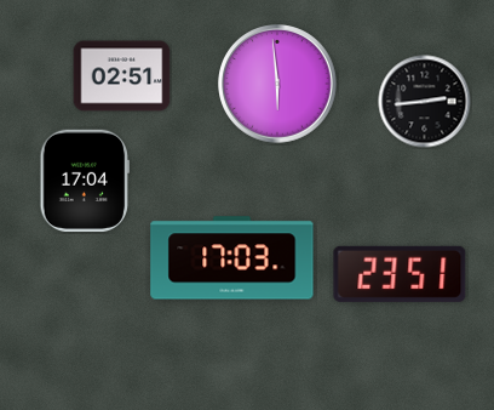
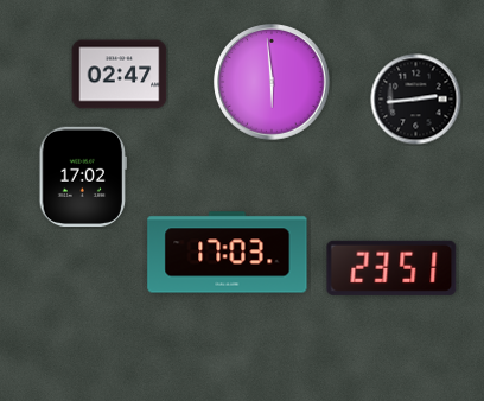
clock at (122, 76): 02:51 -> 02:47
clock at (85, 180): 17:04 -> 17:02
